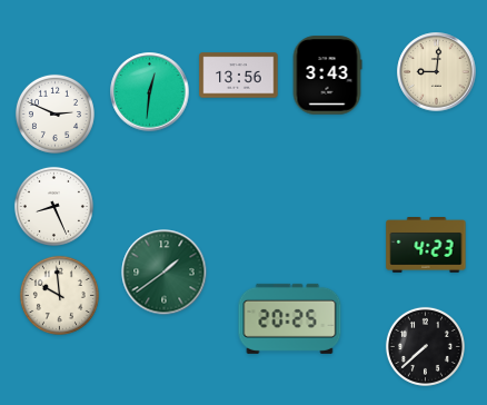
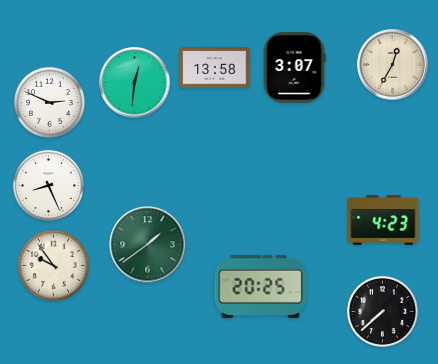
clock at (437, 72): 9:01 -> 12:35
clock at (239, 76): 13:56 -> 13:58
clock at (327, 76): 3:43 -> 3:07
clock at (59, 295): 9:59 -> 9:54
